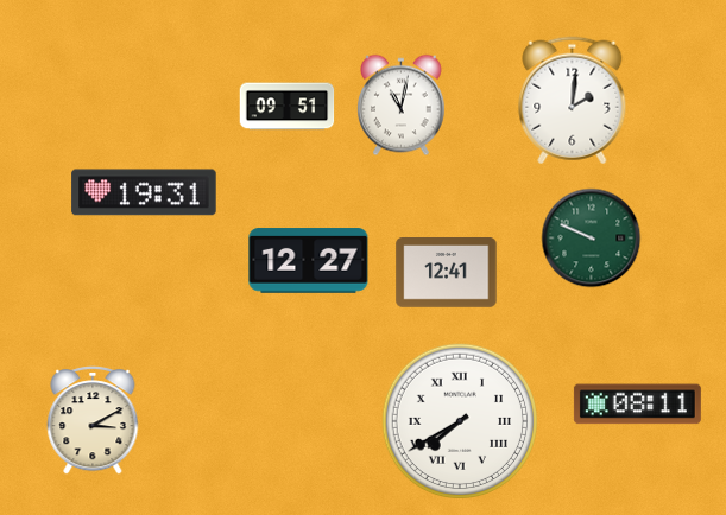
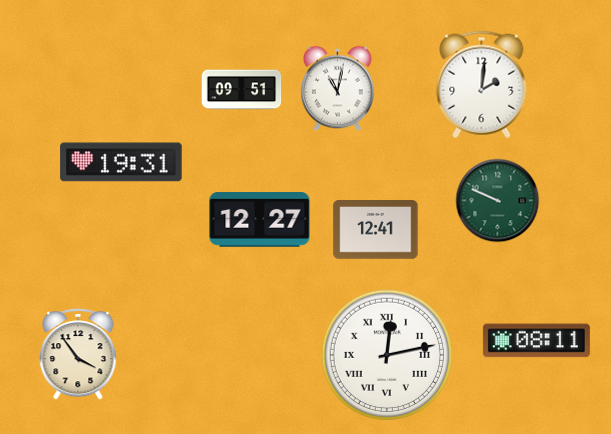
clock at (93, 420): 3:10 -> 3:54
clock at (459, 420): 7:40 -> 12:13
